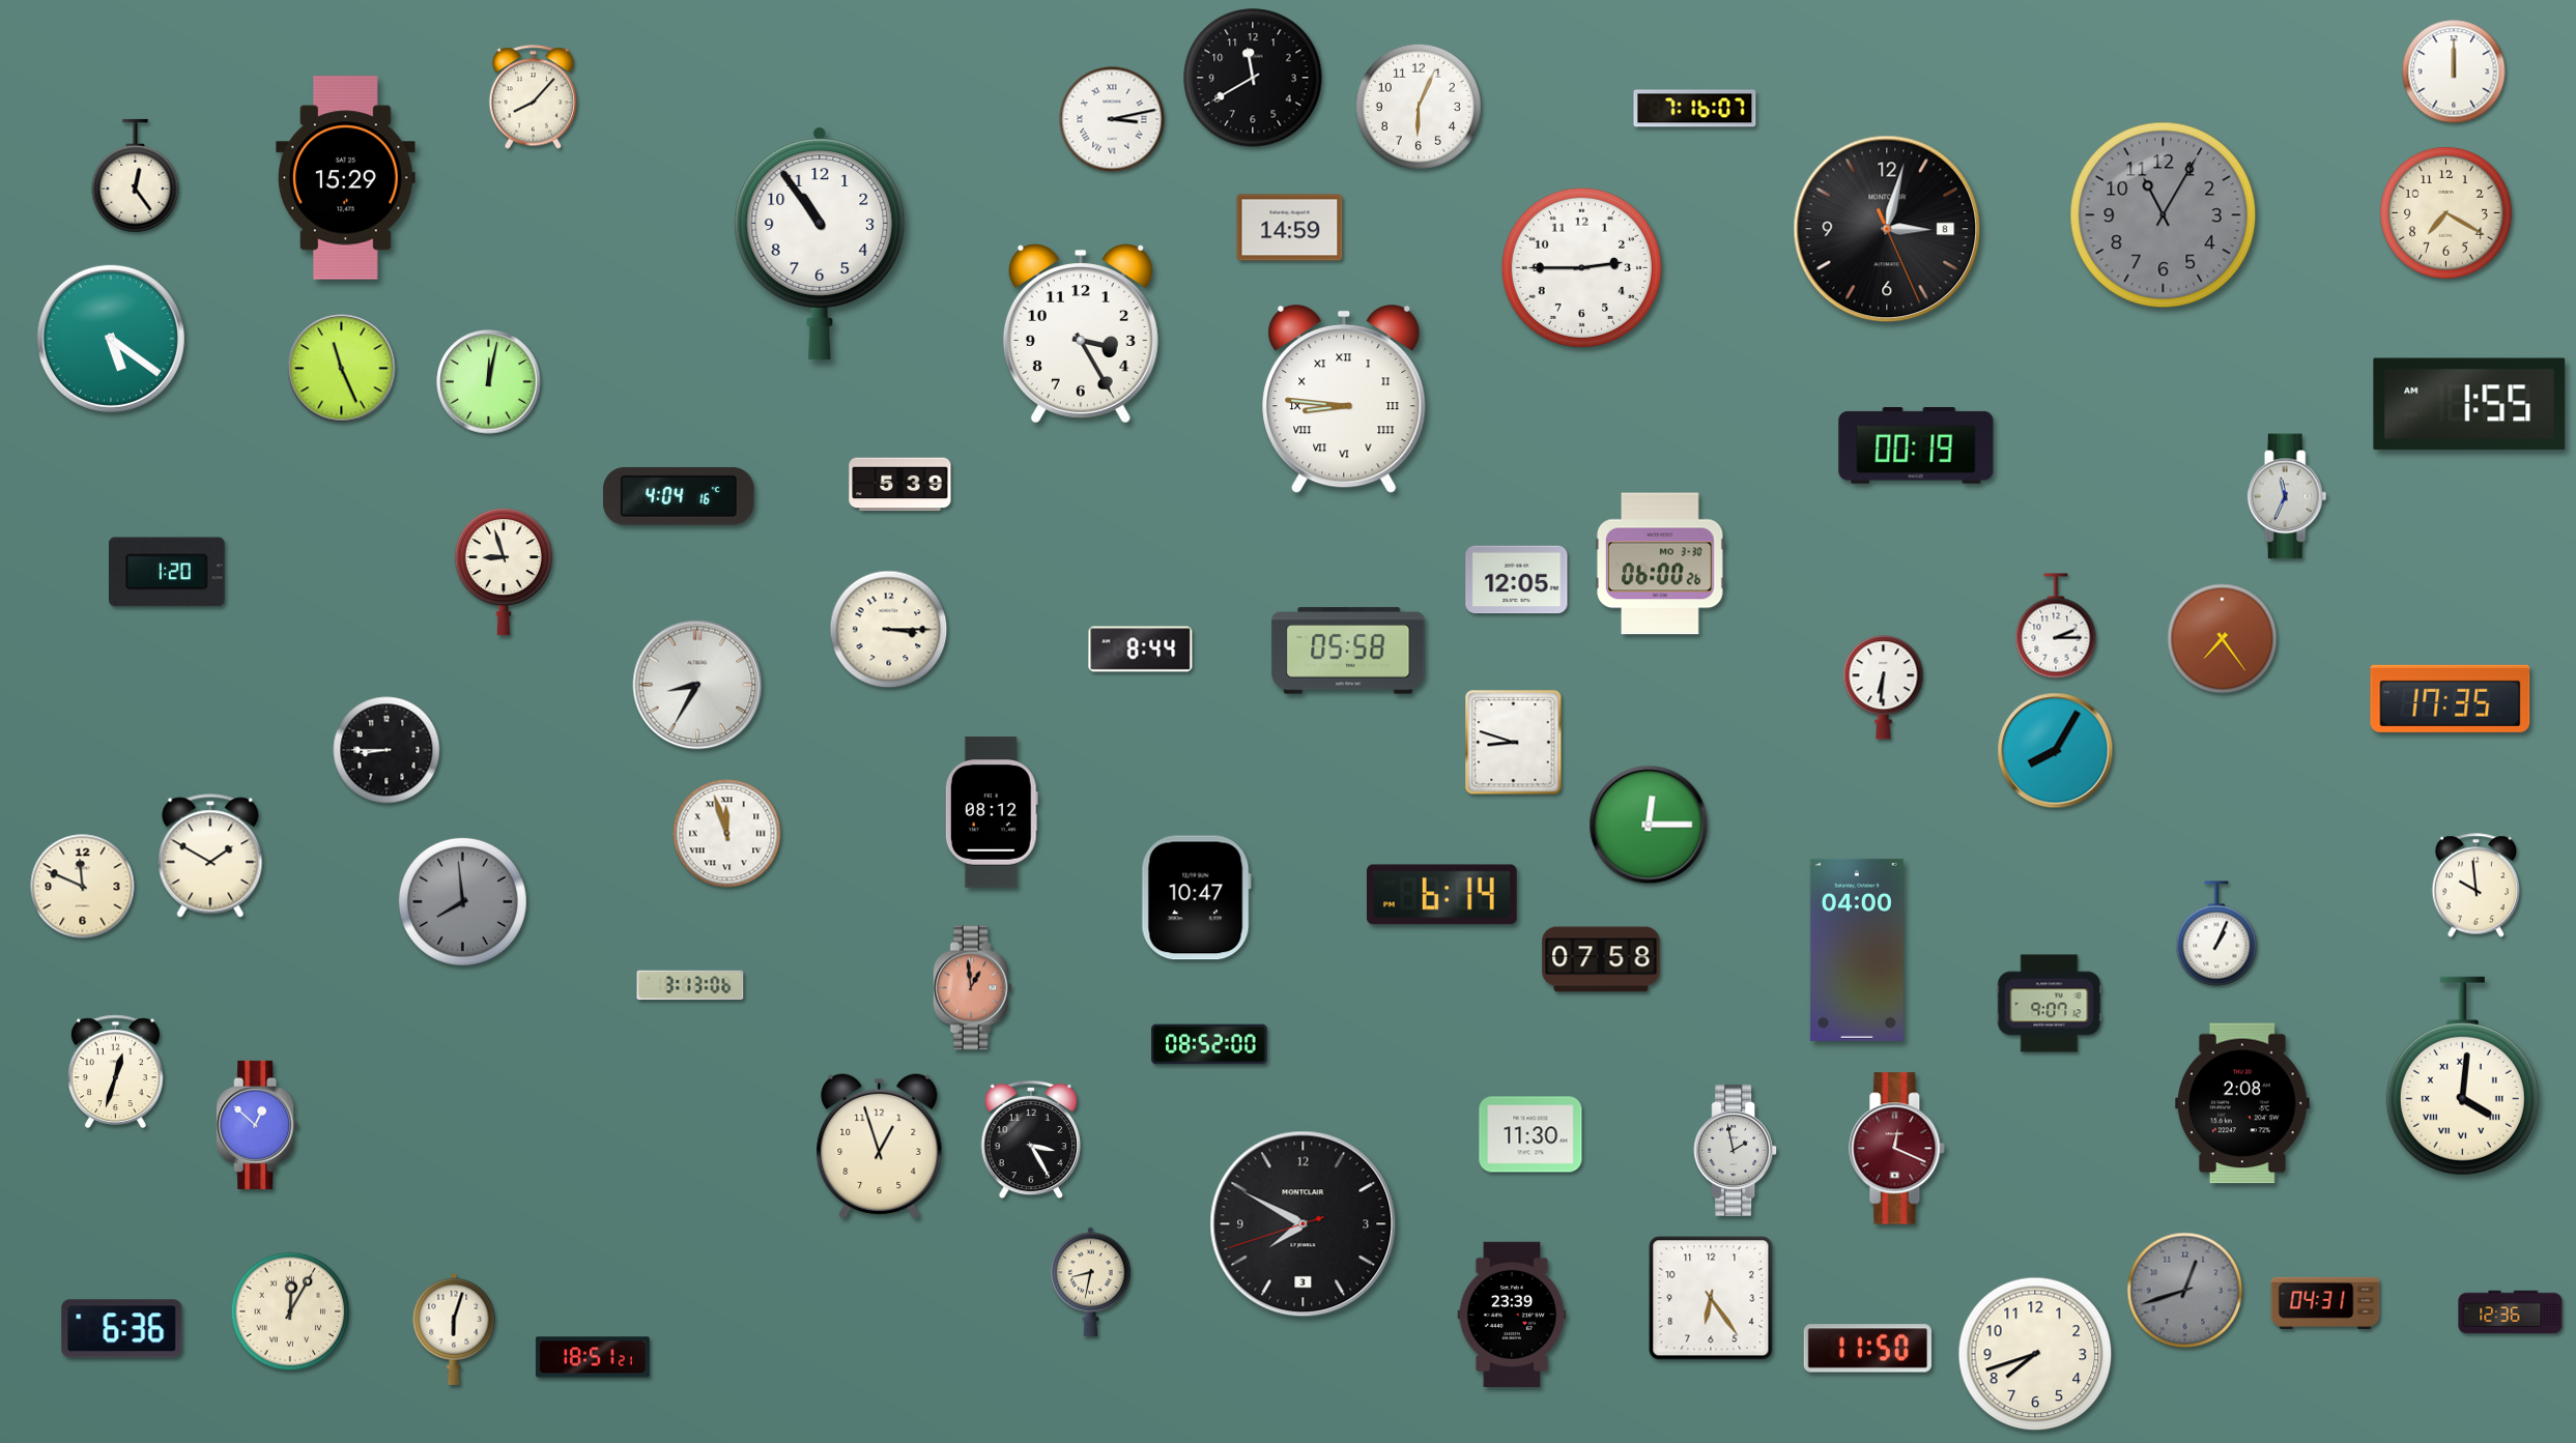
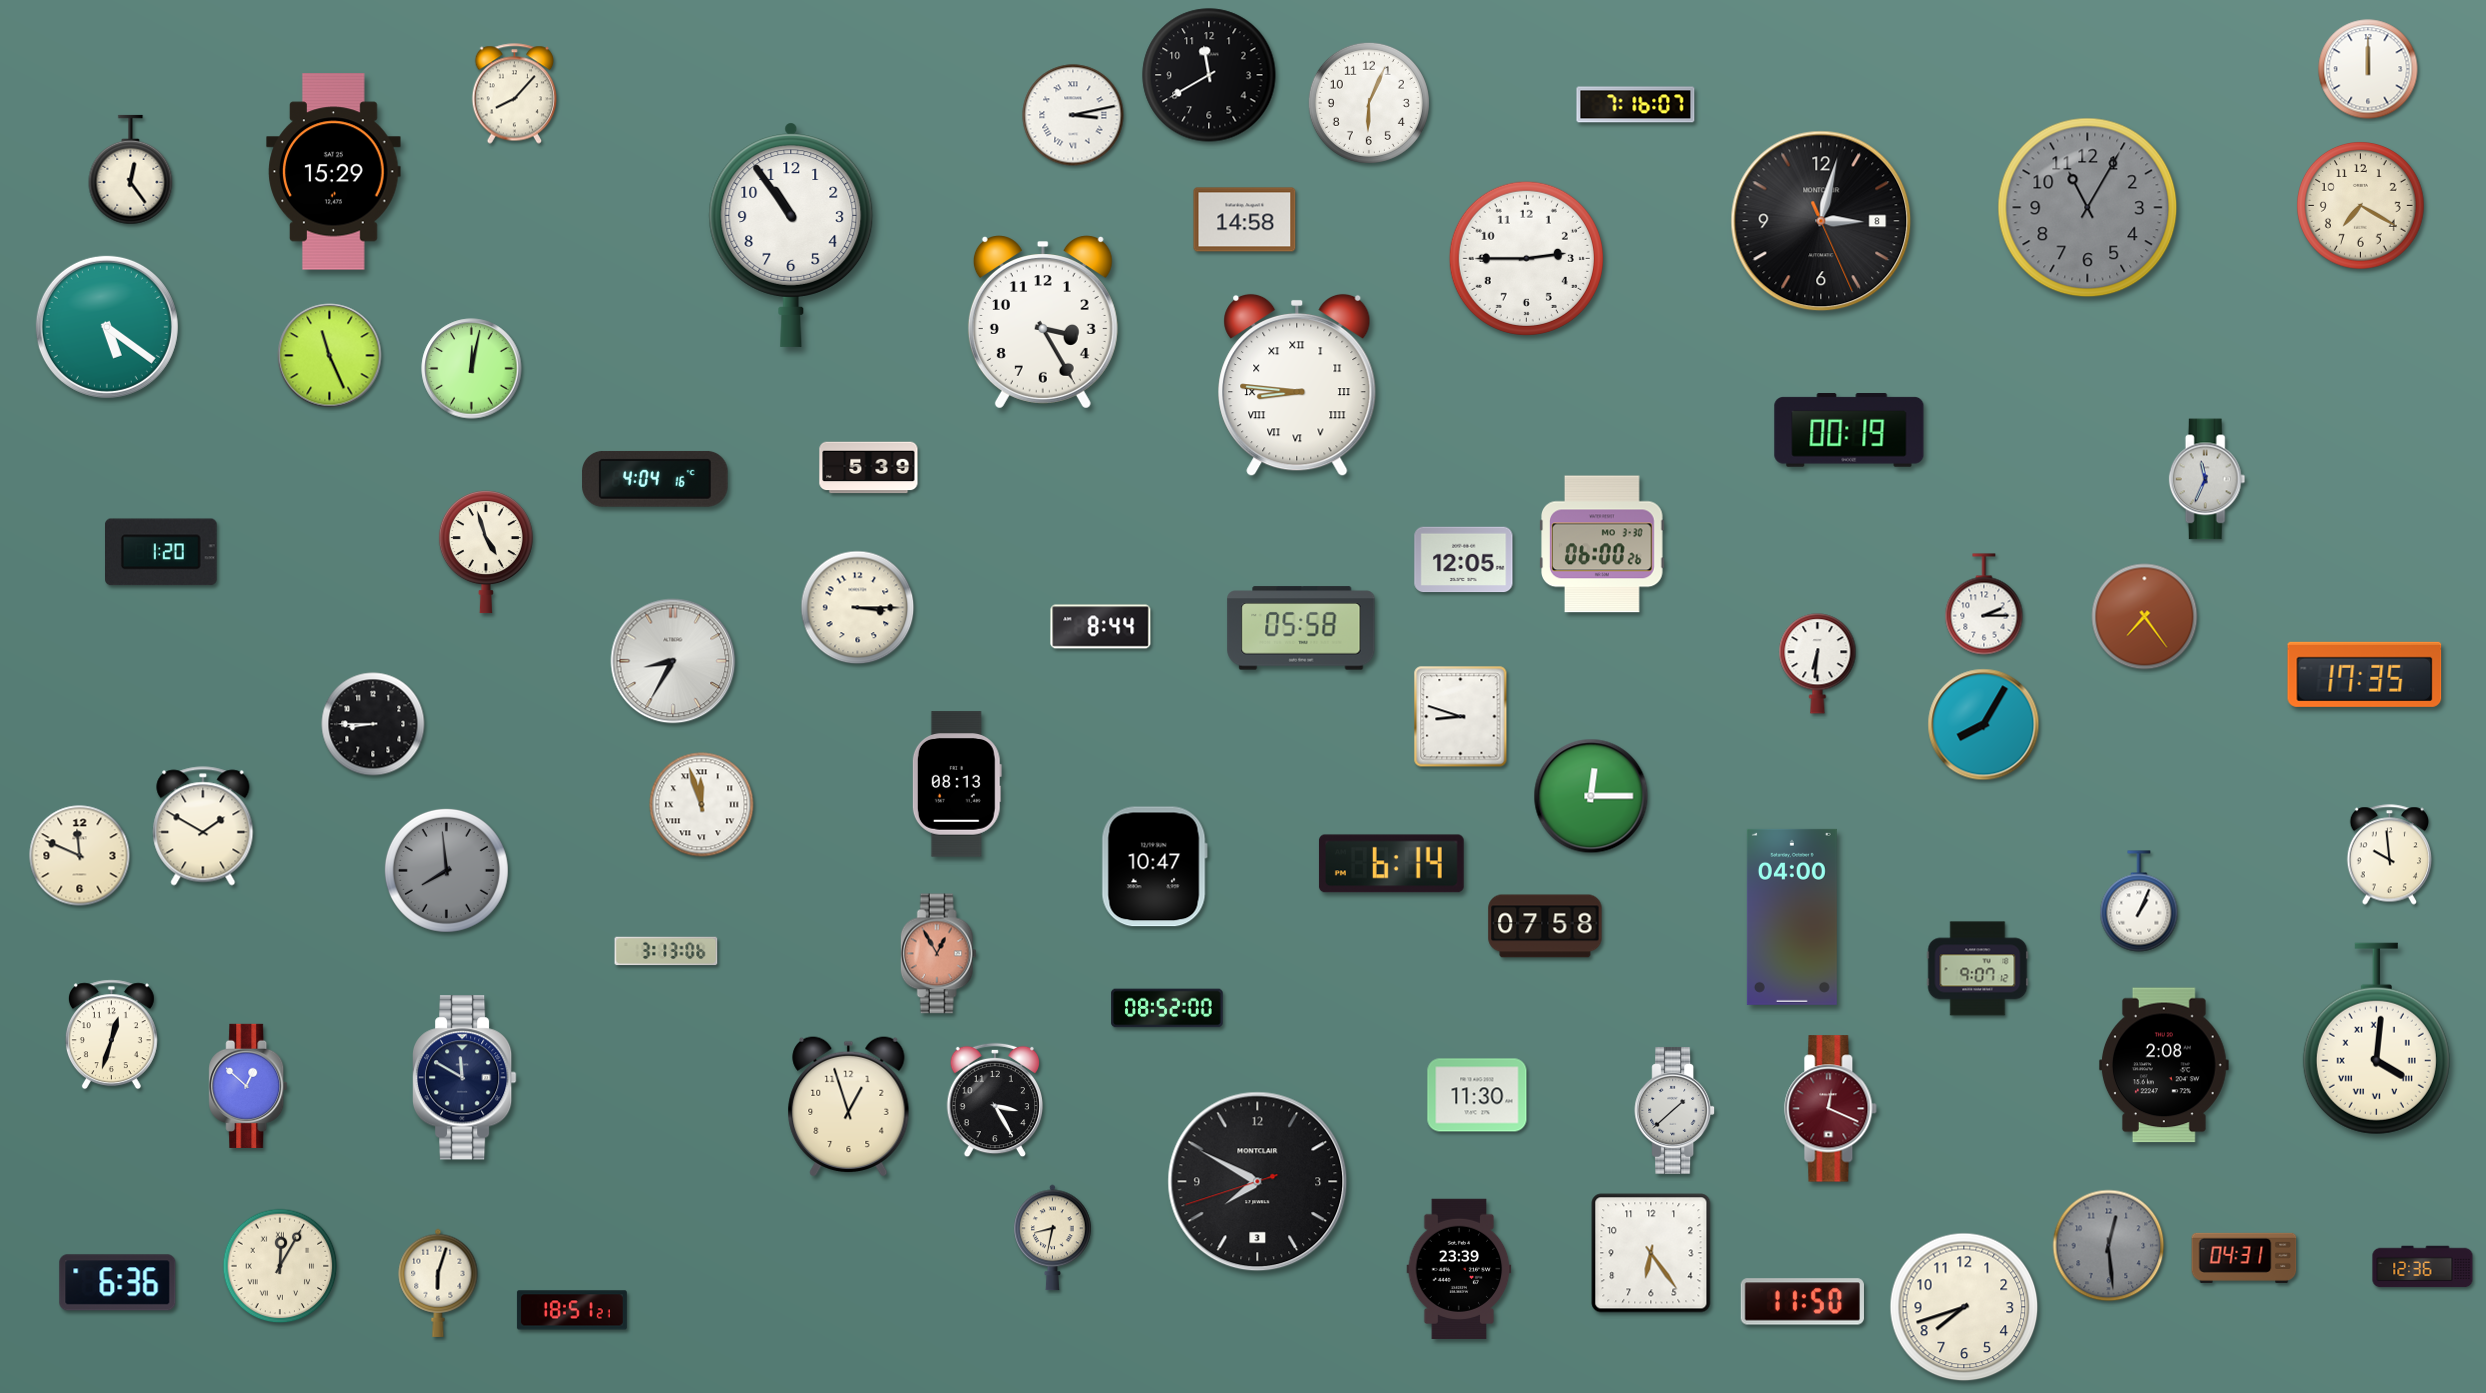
clock at (1290, 228): 14:59 -> 14:58
clock at (2469, 404): 1:55 -> none
clock at (504, 572): 8:57 -> 4:57
clock at (992, 812): 08:12 -> 08:13
clock at (972, 988): 12:59 -> 12:55
clock at (464, 1078): none -> 11:50
clock at (1736, 1150): 1:58 -> 1:38
clock at (2185, 1291): 12:42 -> 12:29
